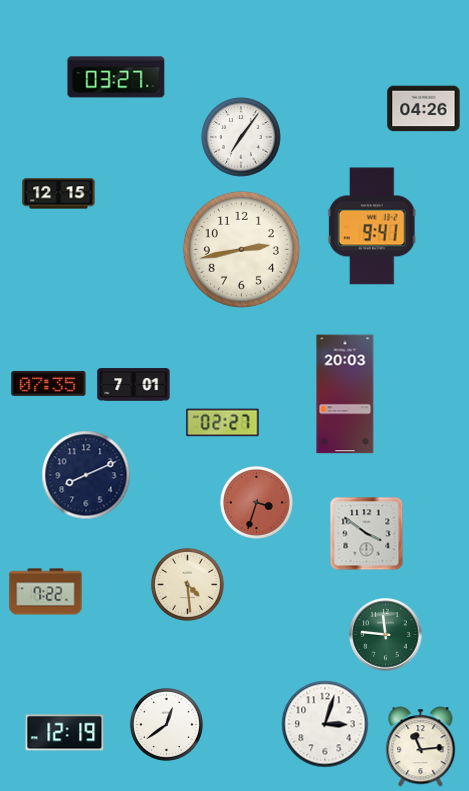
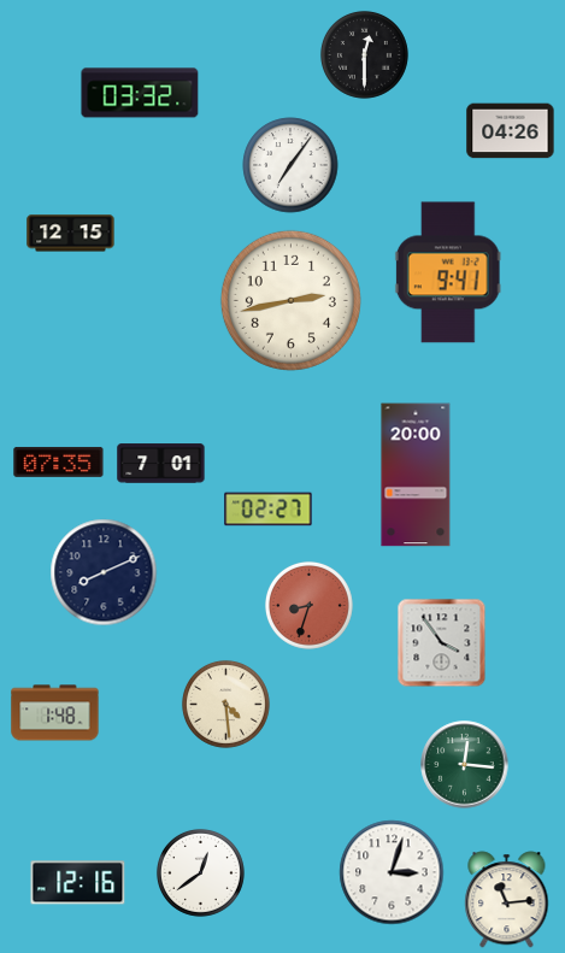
clock at (364, 54): none -> 12:30
clock at (116, 77): 03:27 -> 03:32
clock at (345, 394): 20:03 -> 20:00
clock at (256, 502): 3:33 -> 8:33
clock at (367, 534): 3:51 -> 3:54
clock at (46, 592): 7:22 -> 1:48
clock at (386, 635): 11:46 -> 12:16
clock at (65, 733): 12:19 -> 12:16
